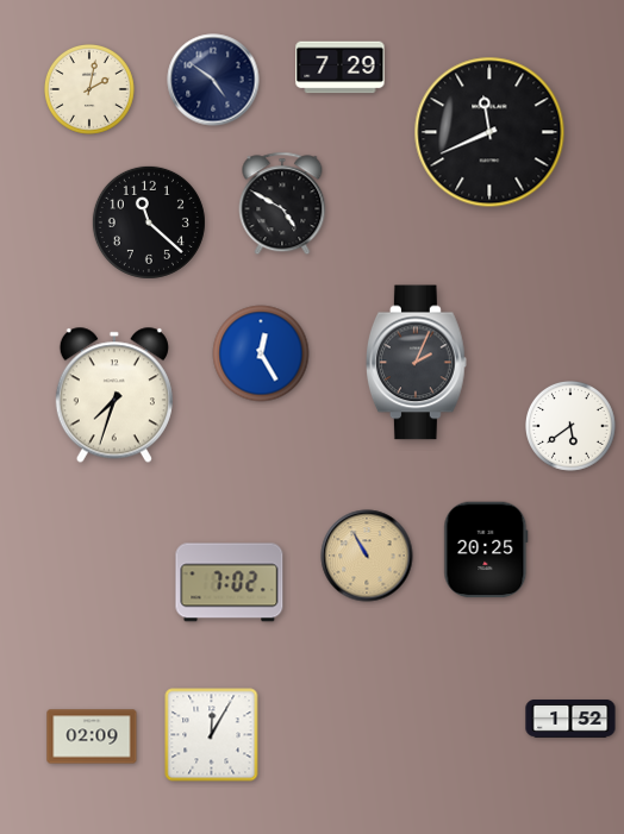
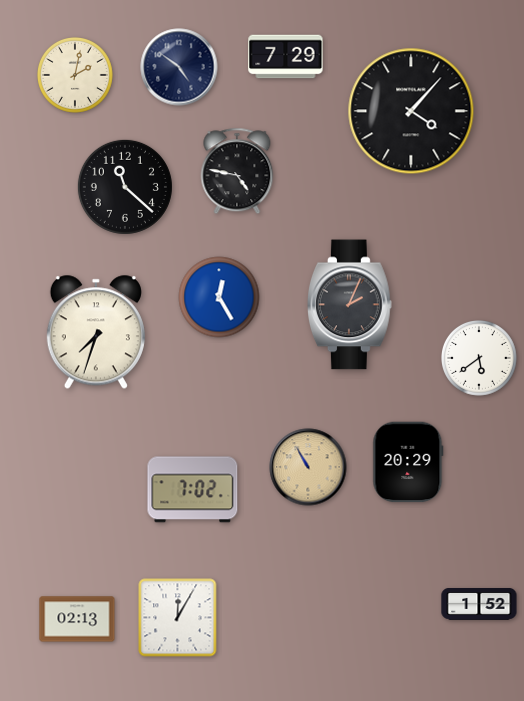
clock at (489, 132): 11:41 -> 4:07
clock at (282, 203): 4:50 -> 4:47
clock at (486, 550): 20:25 -> 20:29
clock at (92, 736): 02:09 -> 02:13
